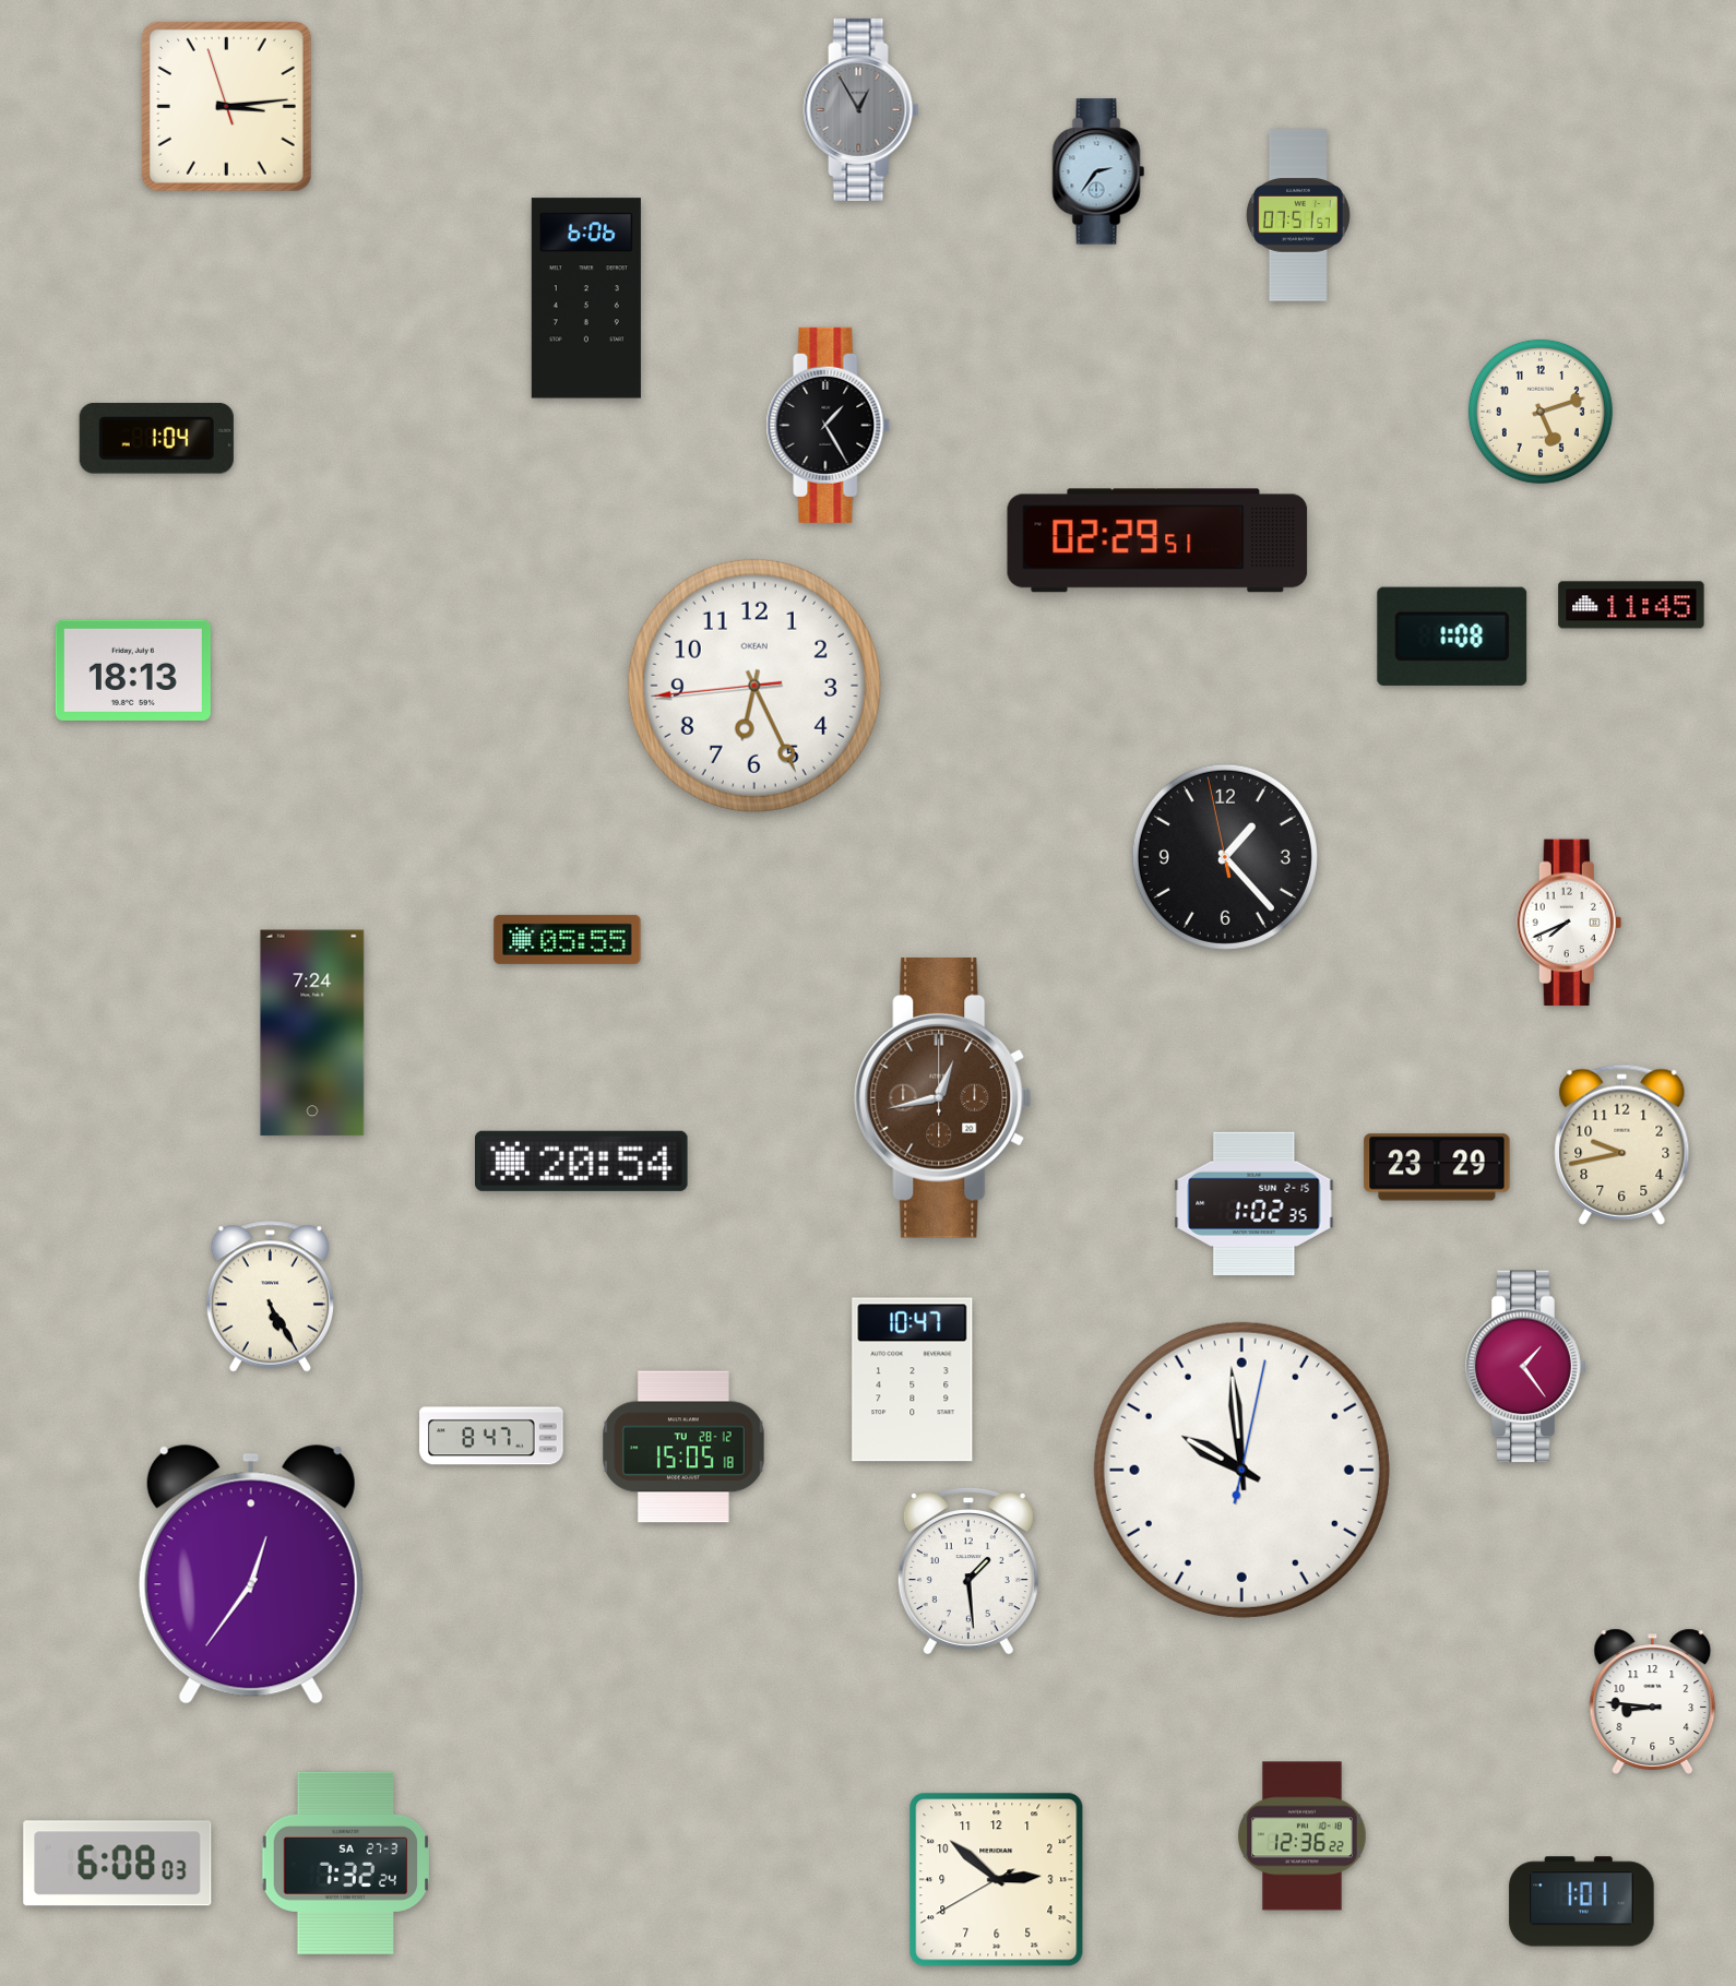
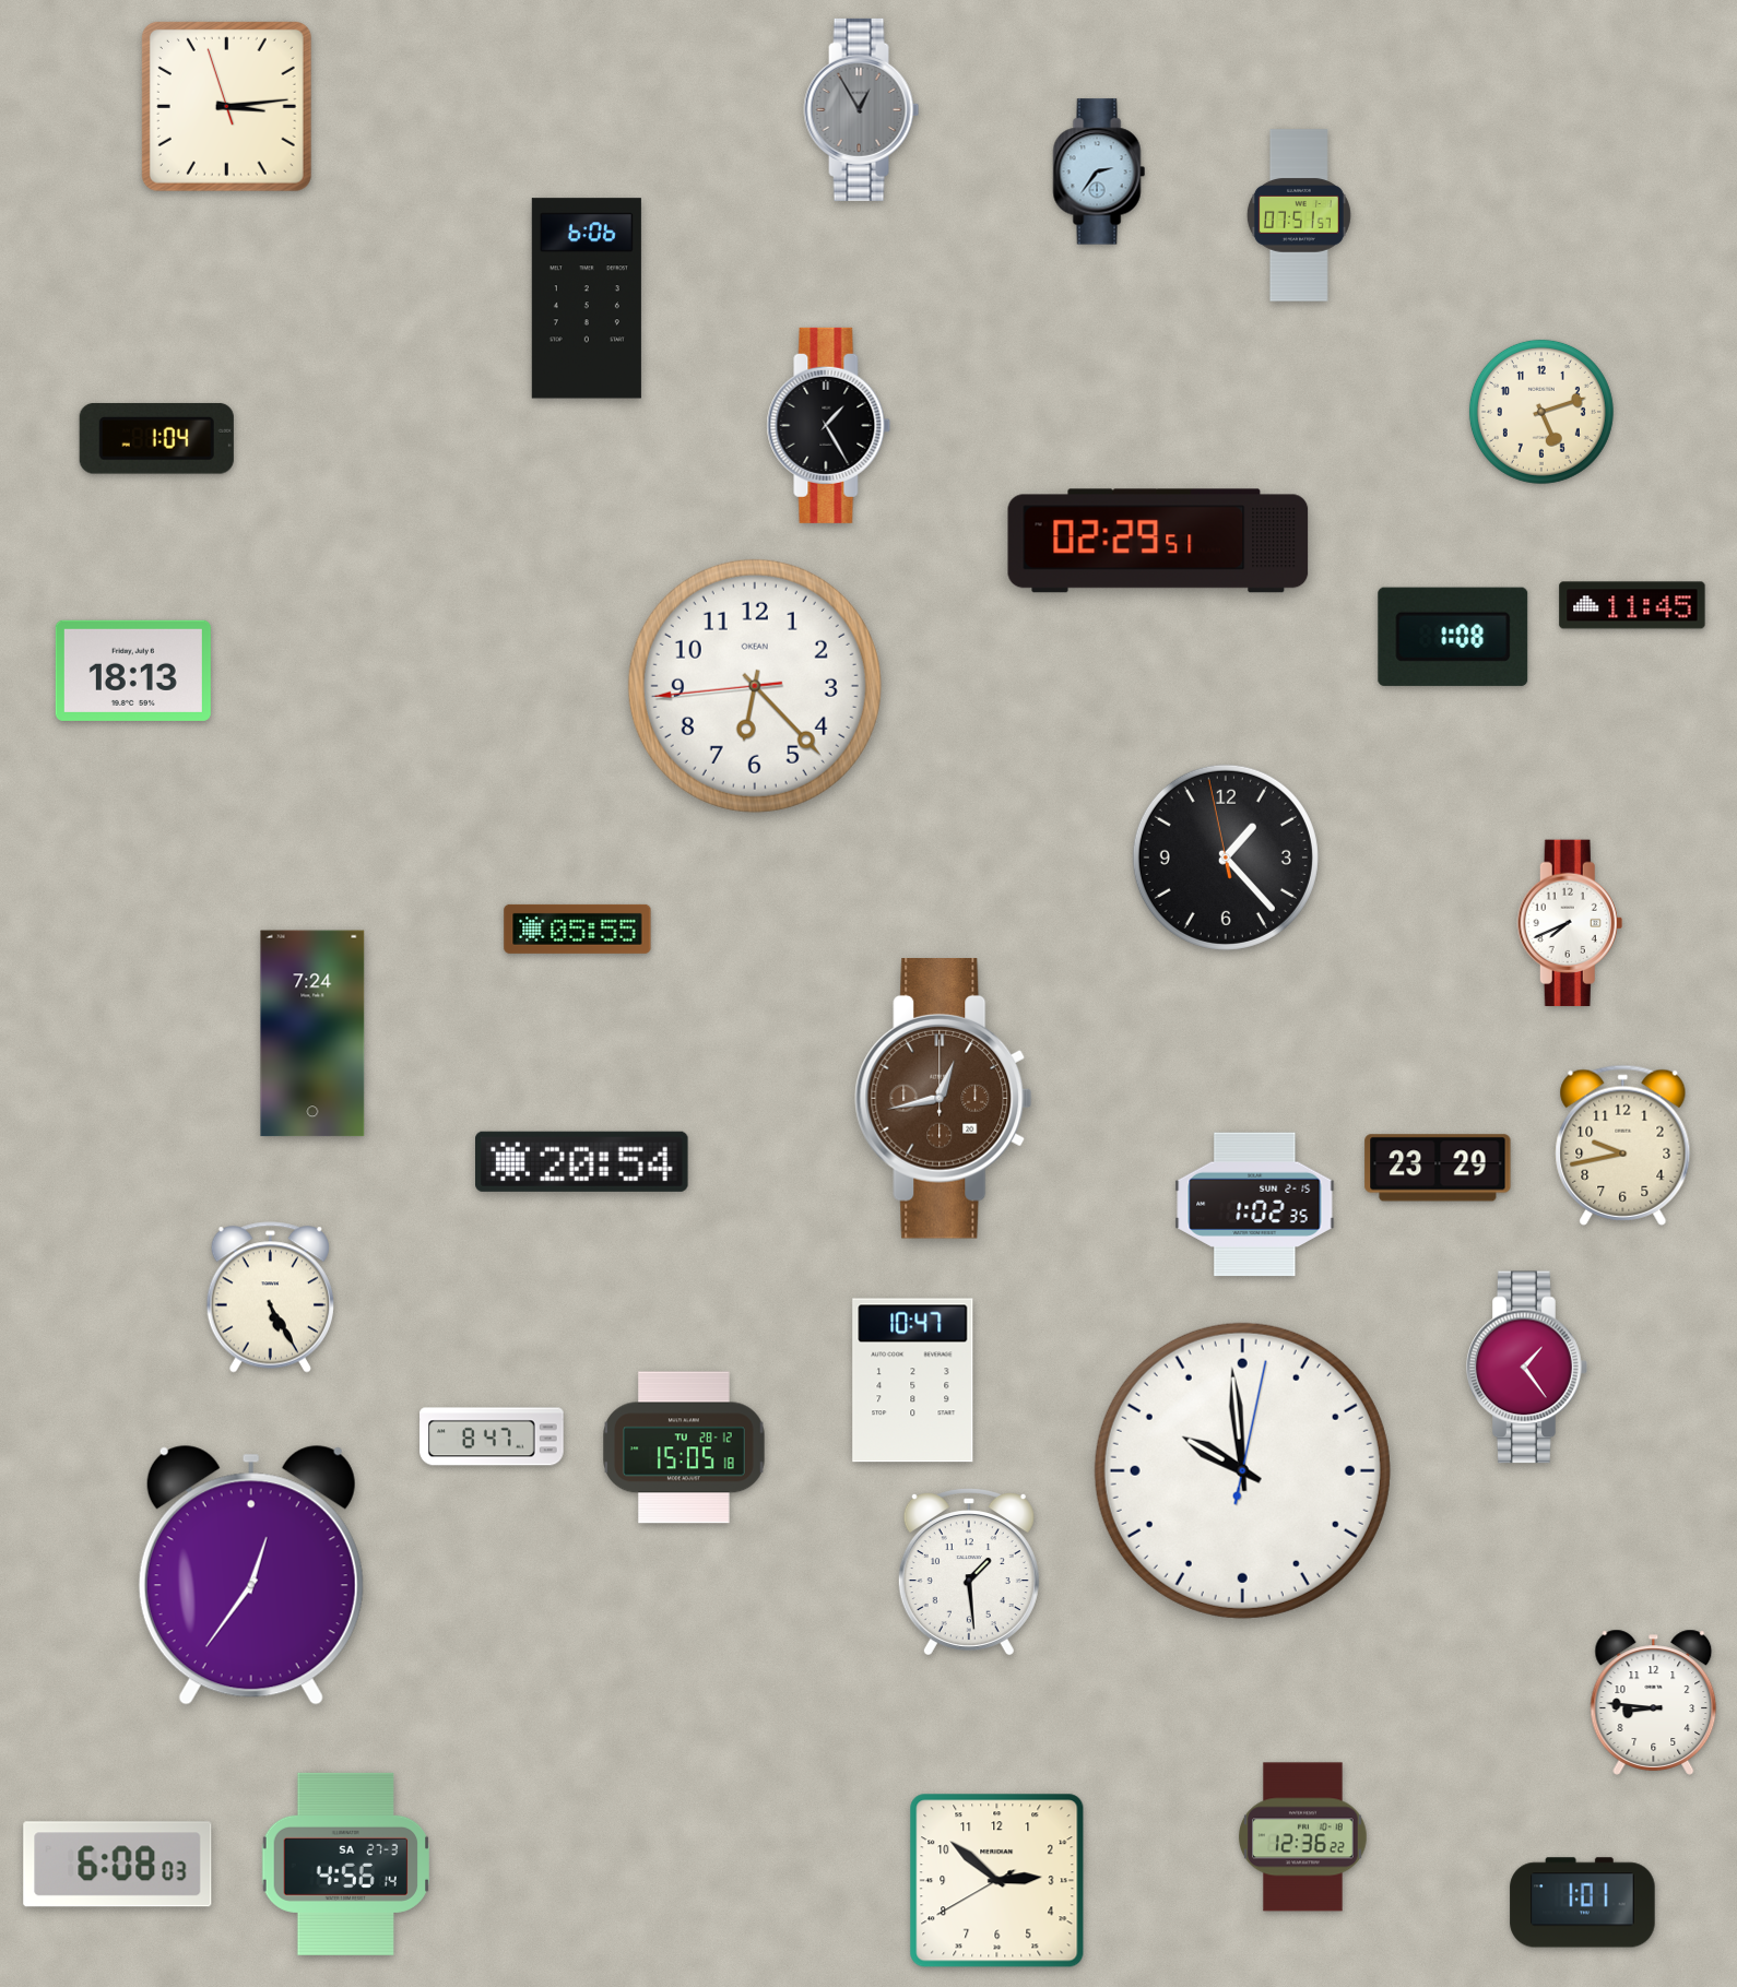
clock at (754, 686): 6:25 -> 6:22
clock at (568, 939) position: (568, 939) -> (578, 929)
clock at (346, 1863): 7:32 -> 4:56
